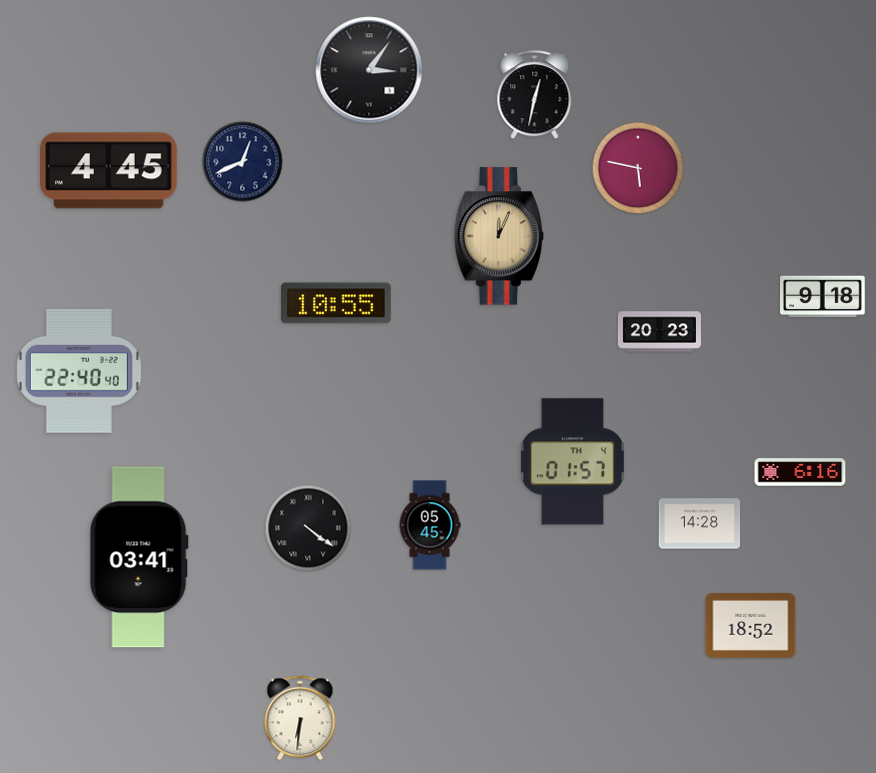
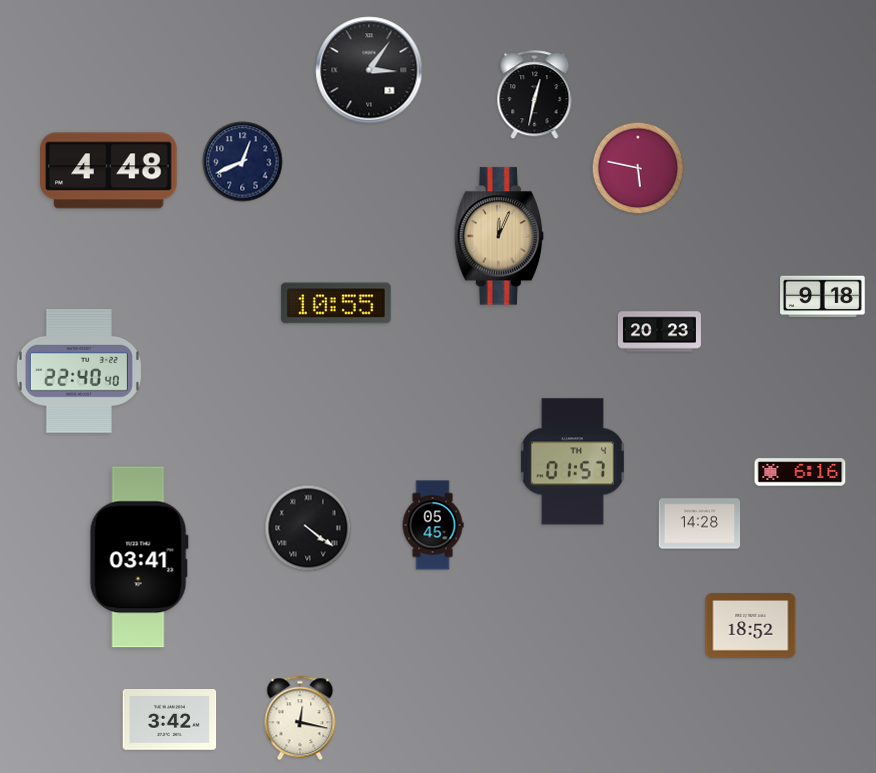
clock at (109, 171): 4:45 -> 4:48
clock at (430, 525) position: (430, 525) -> (433, 525)
clock at (300, 718): 6:31 -> 12:17
clock at (170, 720): none -> 3:42
